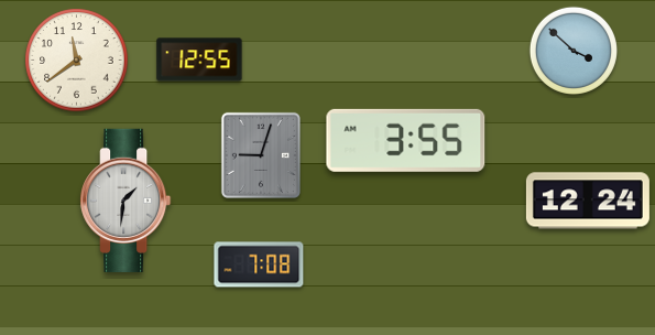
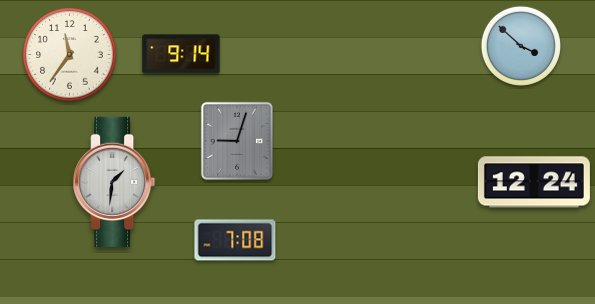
clock at (199, 60): 12:55 -> 9:14
clock at (77, 61): 11:39 -> 11:36
clock at (406, 140): 3:55 -> none
